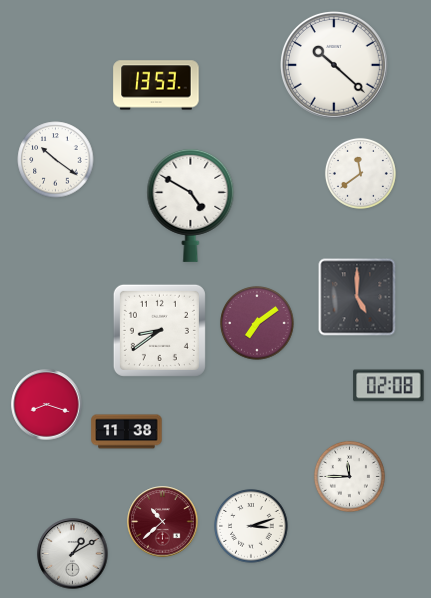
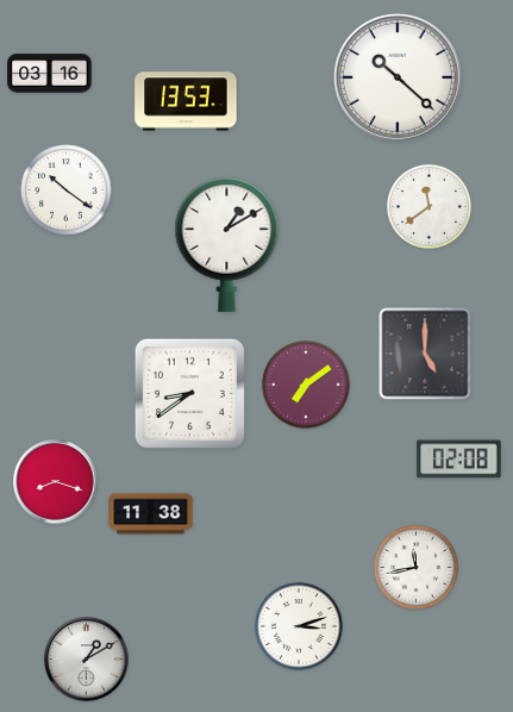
clock at (50, 74): none -> 03:16
clock at (191, 205): 4:50 -> 1:10
clock at (389, 386) position: (389, 386) -> (459, 460)
clock at (349, 476): 11:45 -> 11:43
clock at (163, 522): 10:38 -> none
